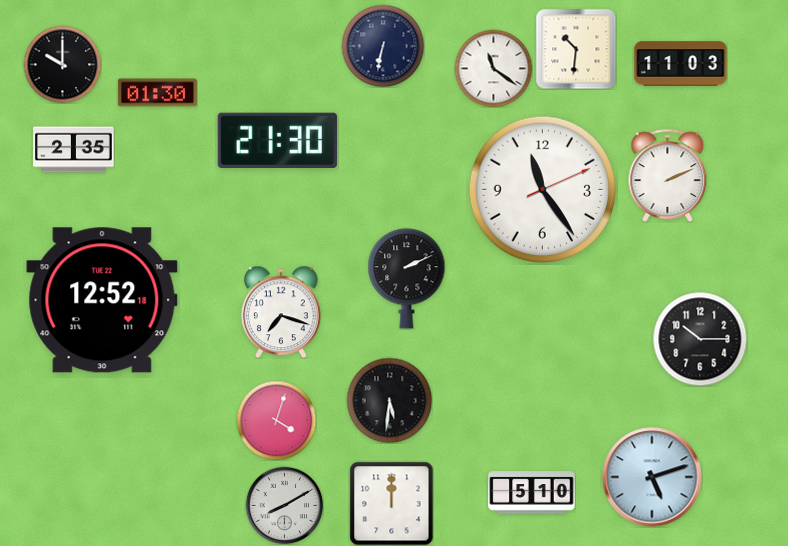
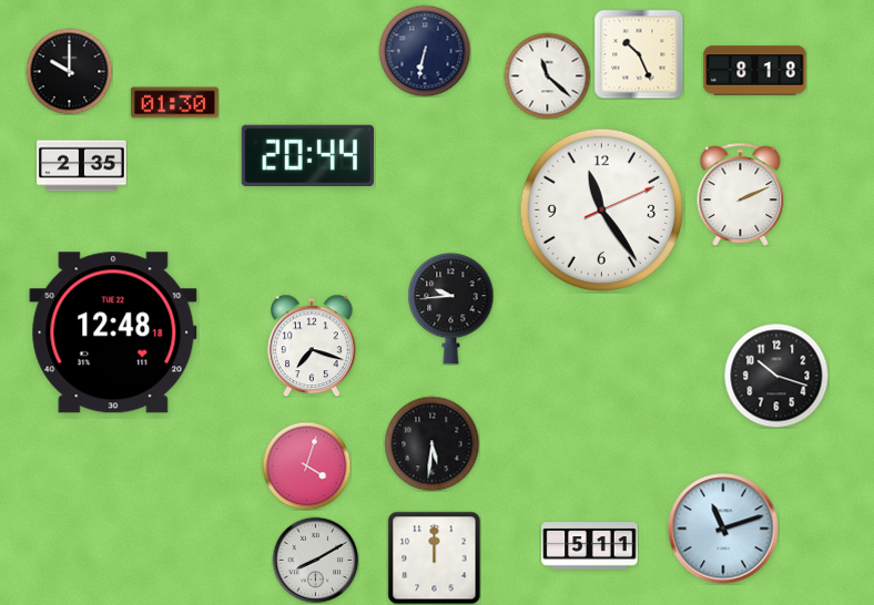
clock at (576, 49): 10:31 -> 10:26
clock at (681, 64): 11:03 -> 8:18
clock at (493, 68): 11:21 -> 11:22
clock at (277, 140): 21:30 -> 20:44
clock at (407, 279): 2:11 -> 9:44
clock at (102, 300): 12:52 -> 12:48
clock at (700, 339): 10:15 -> 10:18
clock at (652, 477): 5:12 -> 11:12
clock at (532, 493): 5:10 -> 5:11
